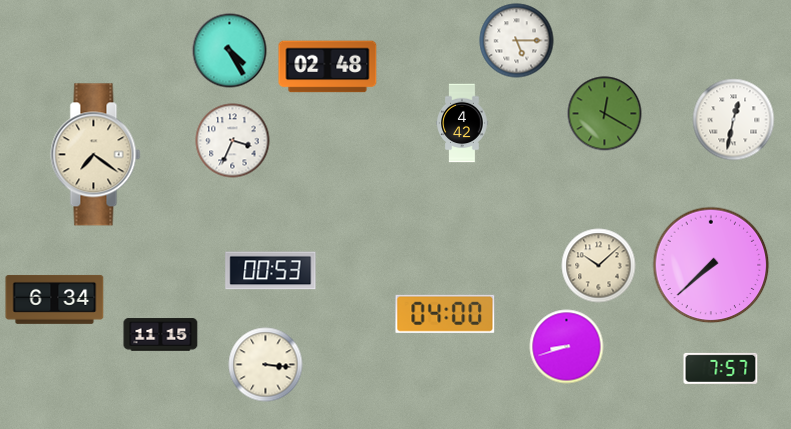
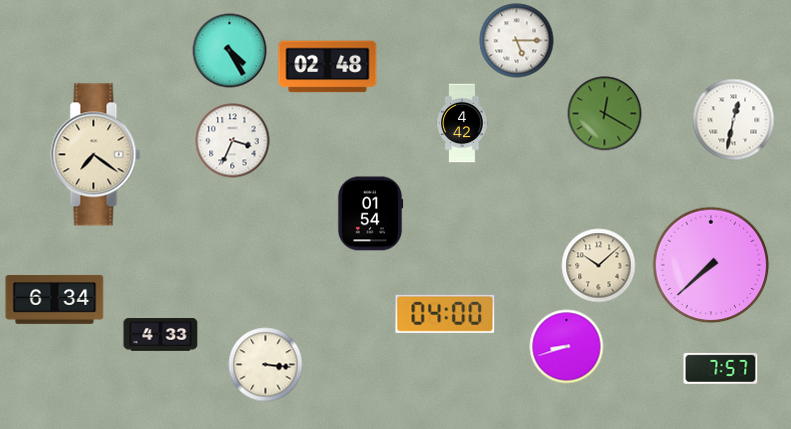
clock at (370, 214): none -> 01:54
clock at (271, 271): 00:53 -> none
clock at (161, 335): 11:15 -> 4:33
